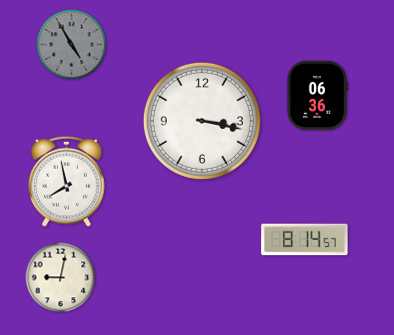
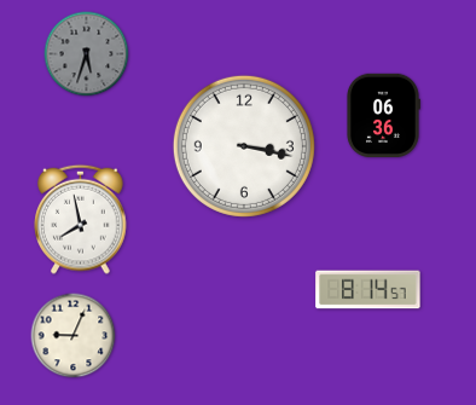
clock at (72, 45): 4:55 -> 5:33
clock at (61, 278): 9:02 -> 9:04
